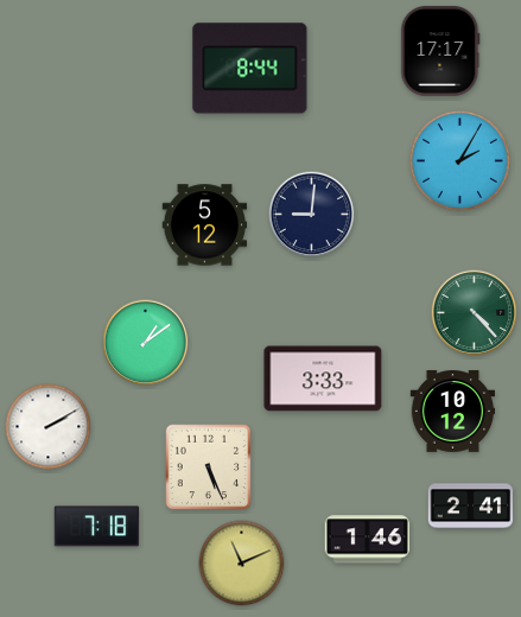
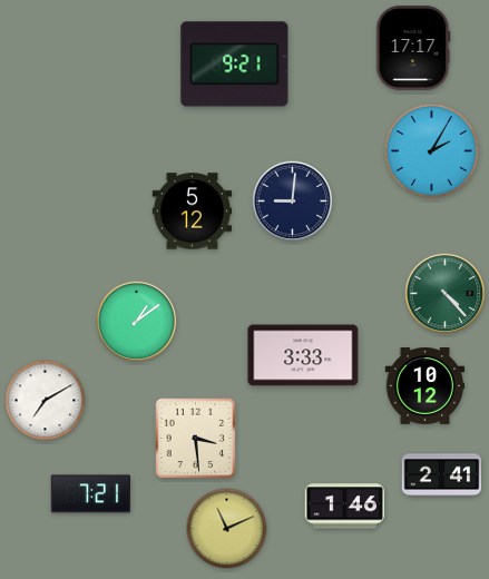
clock at (250, 69): 8:44 -> 9:21
clock at (49, 427): 2:10 -> 7:10
clock at (209, 467): 5:26 -> 3:29
clock at (97, 527): 7:18 -> 7:21
